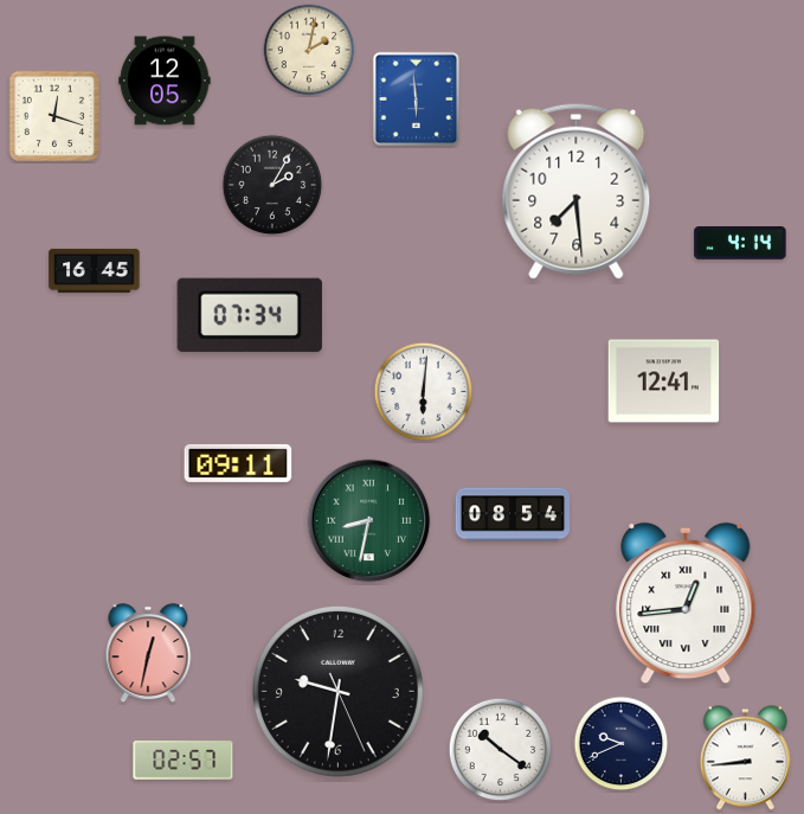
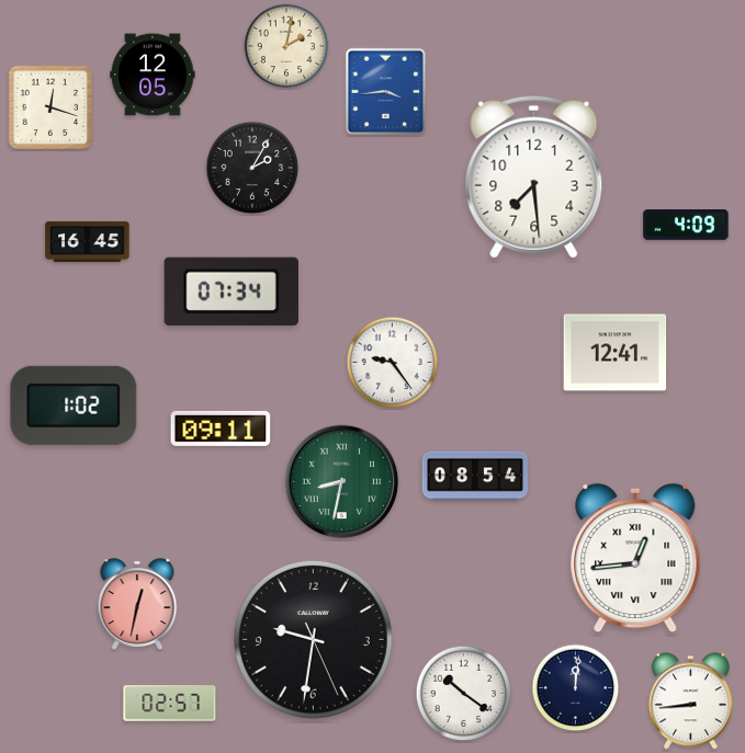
clock at (417, 100): 5:59 -> 3:44
clock at (272, 185) position: (272, 185) -> (252, 168)
clock at (740, 244): 4:14 -> 4:09
clock at (95, 270) position: (95, 270) -> (88, 241)
clock at (424, 392): 6:01 -> 9:24
clock at (74, 406): none -> 1:02
clock at (622, 744): 9:41 -> 12:01
